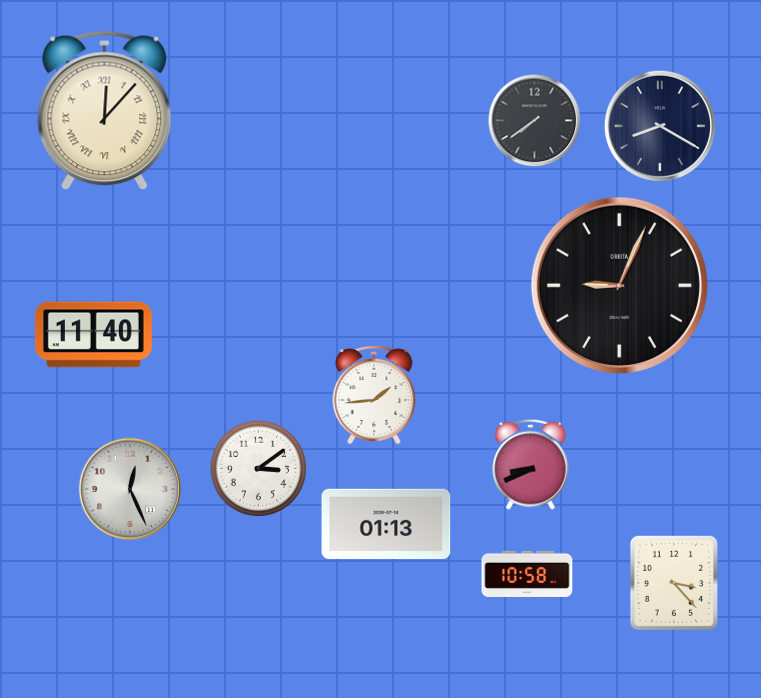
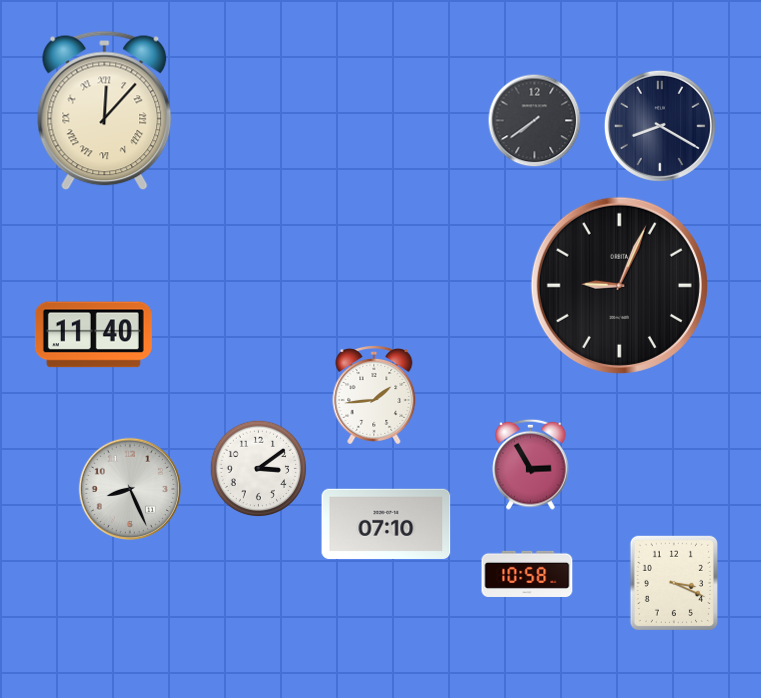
clock at (531, 464): 8:41 -> 2:55
clock at (129, 488): 12:26 -> 8:26
clock at (386, 524): 01:13 -> 07:10
clock at (674, 583): 3:23 -> 3:19
